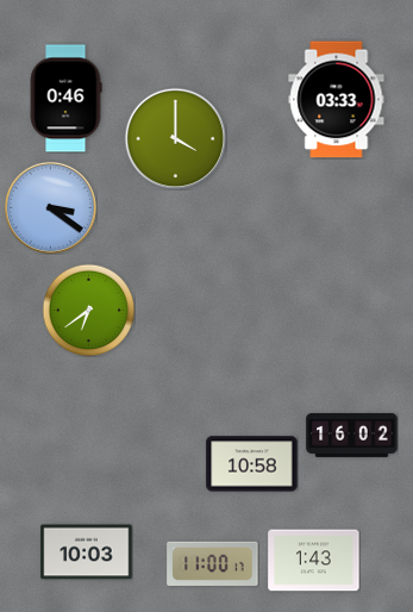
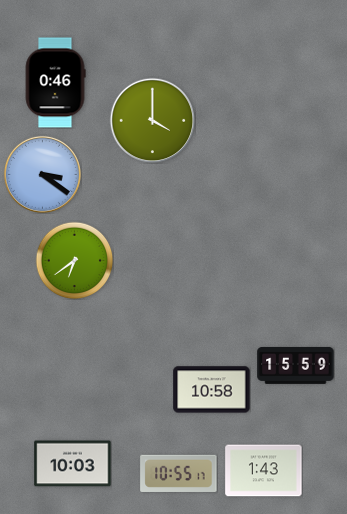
clock at (337, 100): 03:33 -> none
clock at (175, 138) position: (175, 138) -> (152, 120)
clock at (352, 435): 16:02 -> 15:59
clock at (213, 563): 11:00 -> 10:55
